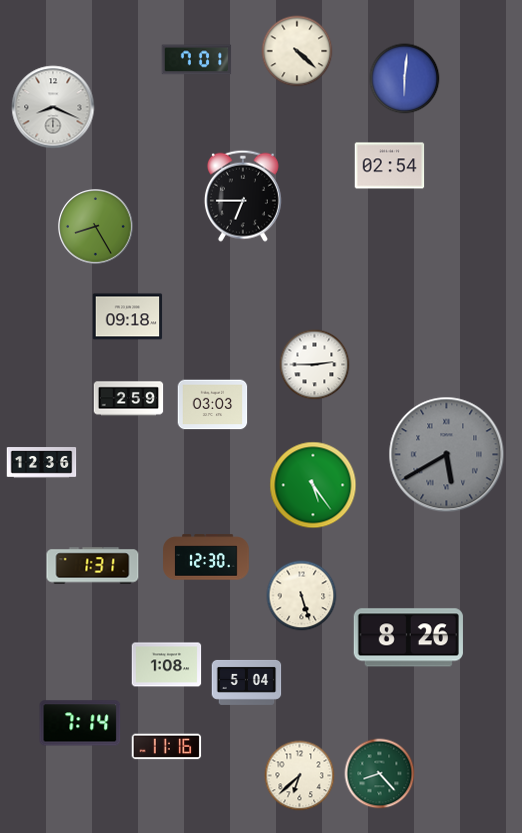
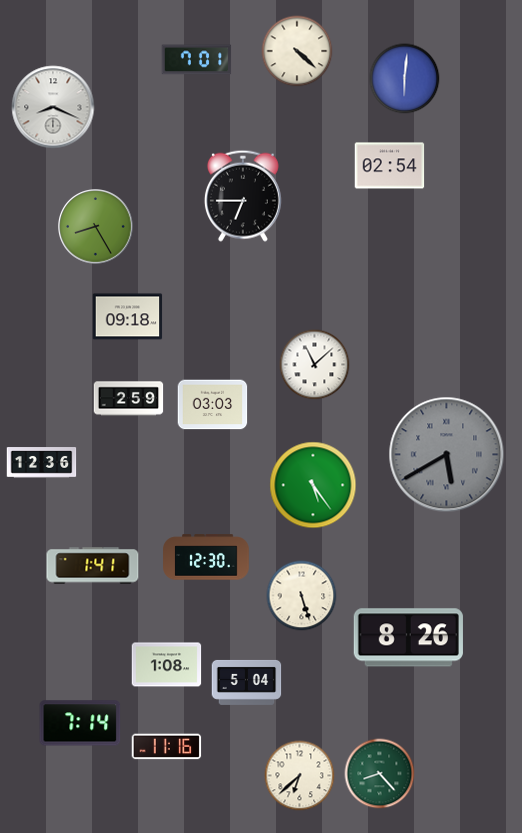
clock at (315, 365): 2:45 -> 11:08
clock at (93, 566): 1:31 -> 1:41
